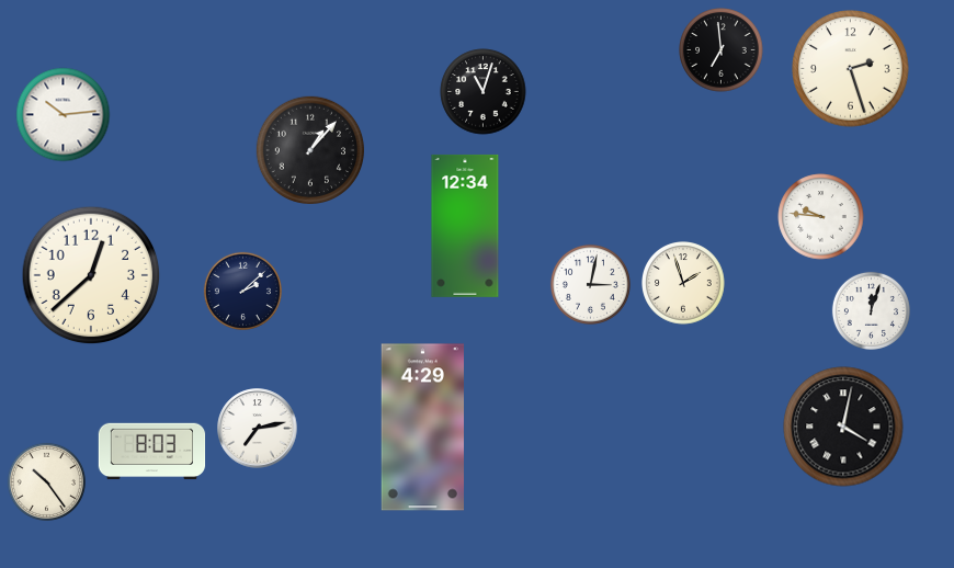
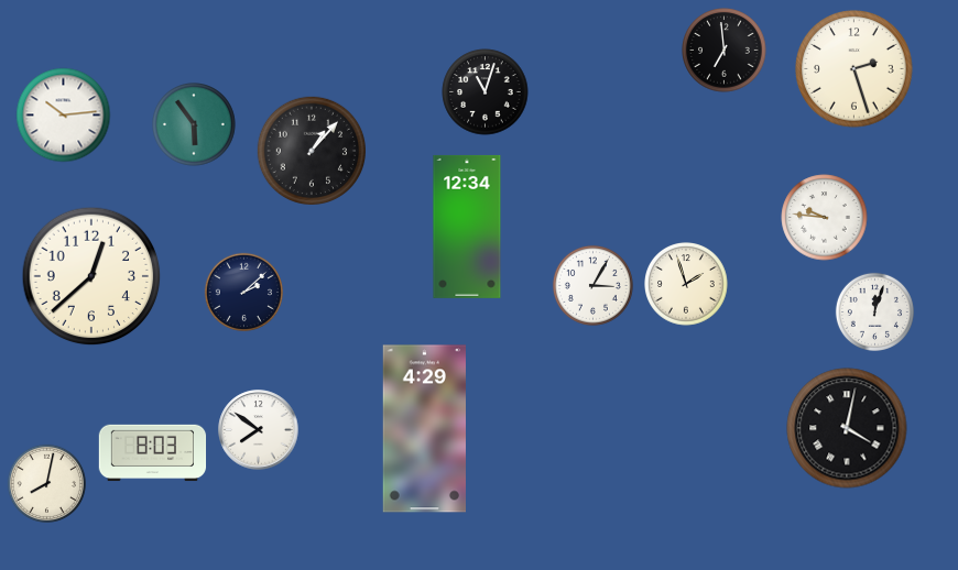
clock at (194, 124): none -> 5:54
clock at (590, 284): 3:02 -> 3:05
clock at (258, 429): 7:13 -> 7:51
clock at (46, 481): 10:24 -> 8:02
